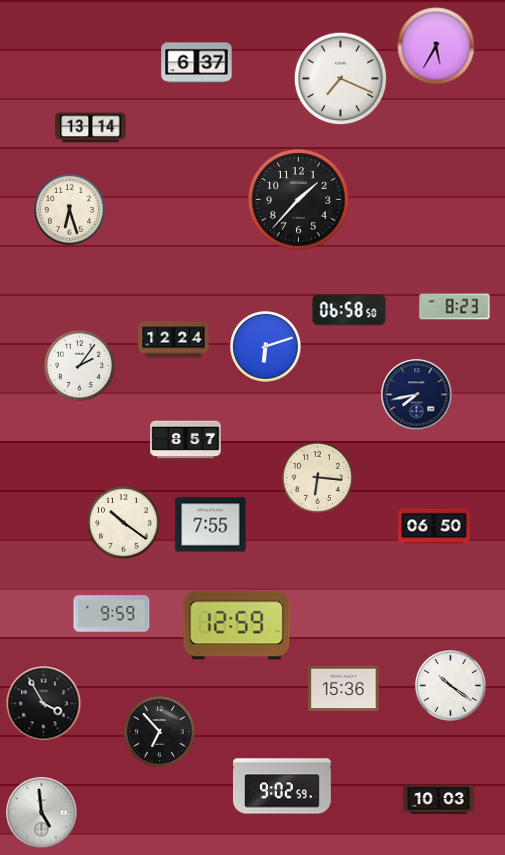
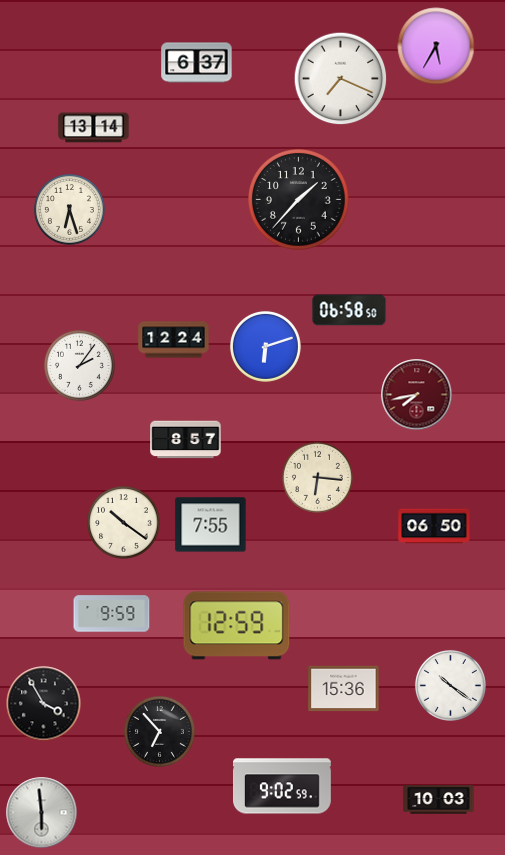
clock at (91, 128) position: (91, 128) -> (94, 128)
clock at (455, 307): 8:23 -> none
clock at (417, 395) dial: navy -> burgundy
clock at (42, 813): 4:59 -> 5:59
